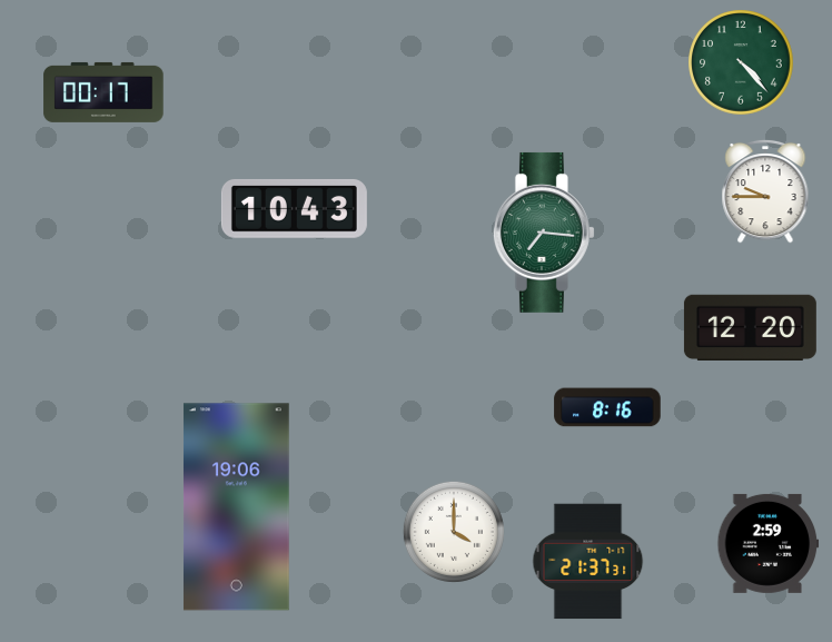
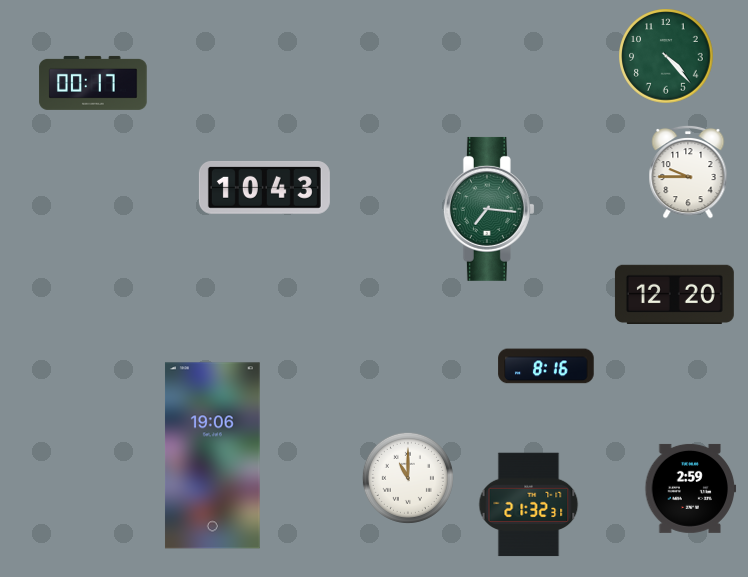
clock at (454, 532): 4:00 -> 11:00
clock at (588, 562): 21:37 -> 21:32
